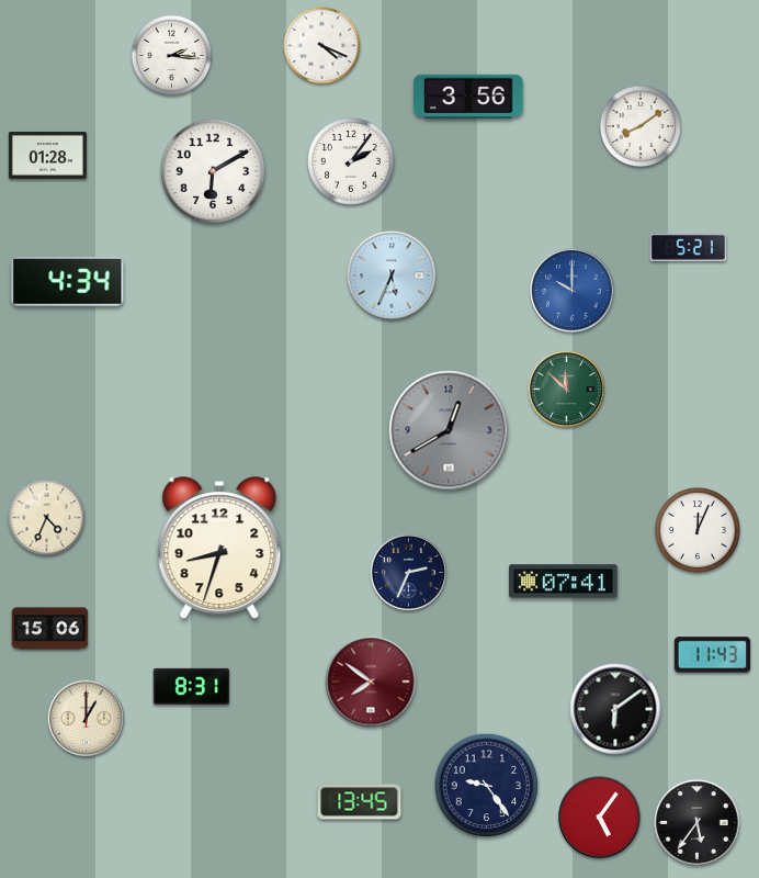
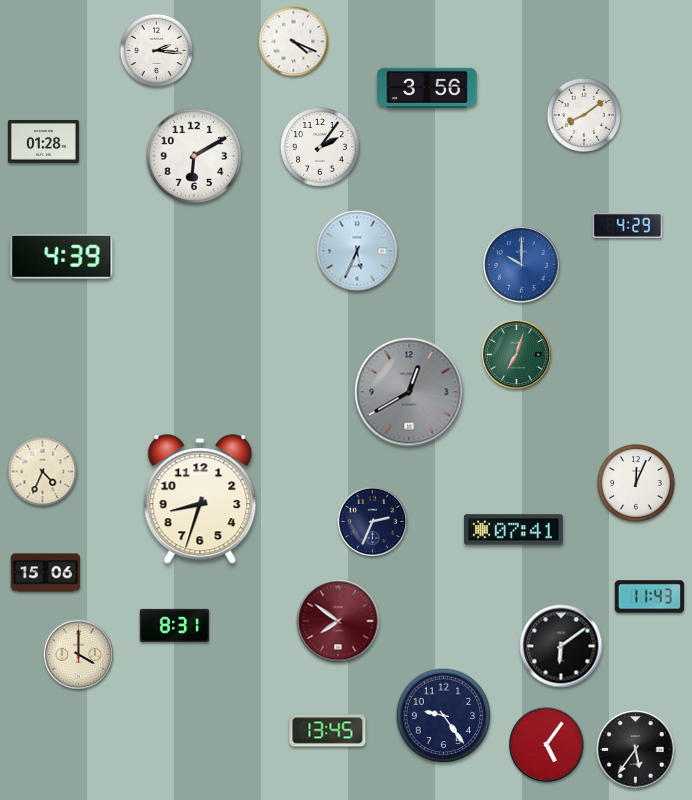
clock at (689, 248): 5:21 -> 4:29
clock at (68, 281): 4:34 -> 4:39
clock at (566, 389): 11:52 -> 7:03
clock at (86, 718): 1:00 -> 4:00
